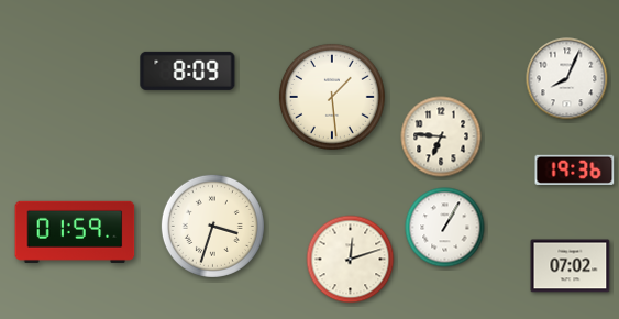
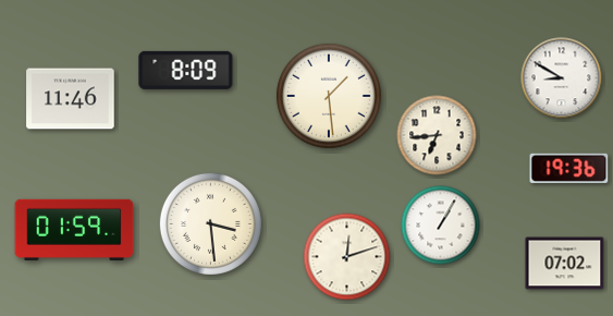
clock at (567, 79): 8:04 -> 8:50
clock at (71, 99): none -> 11:46
clock at (441, 136): 6:46 -> 6:44
clock at (212, 226): 3:33 -> 3:29
